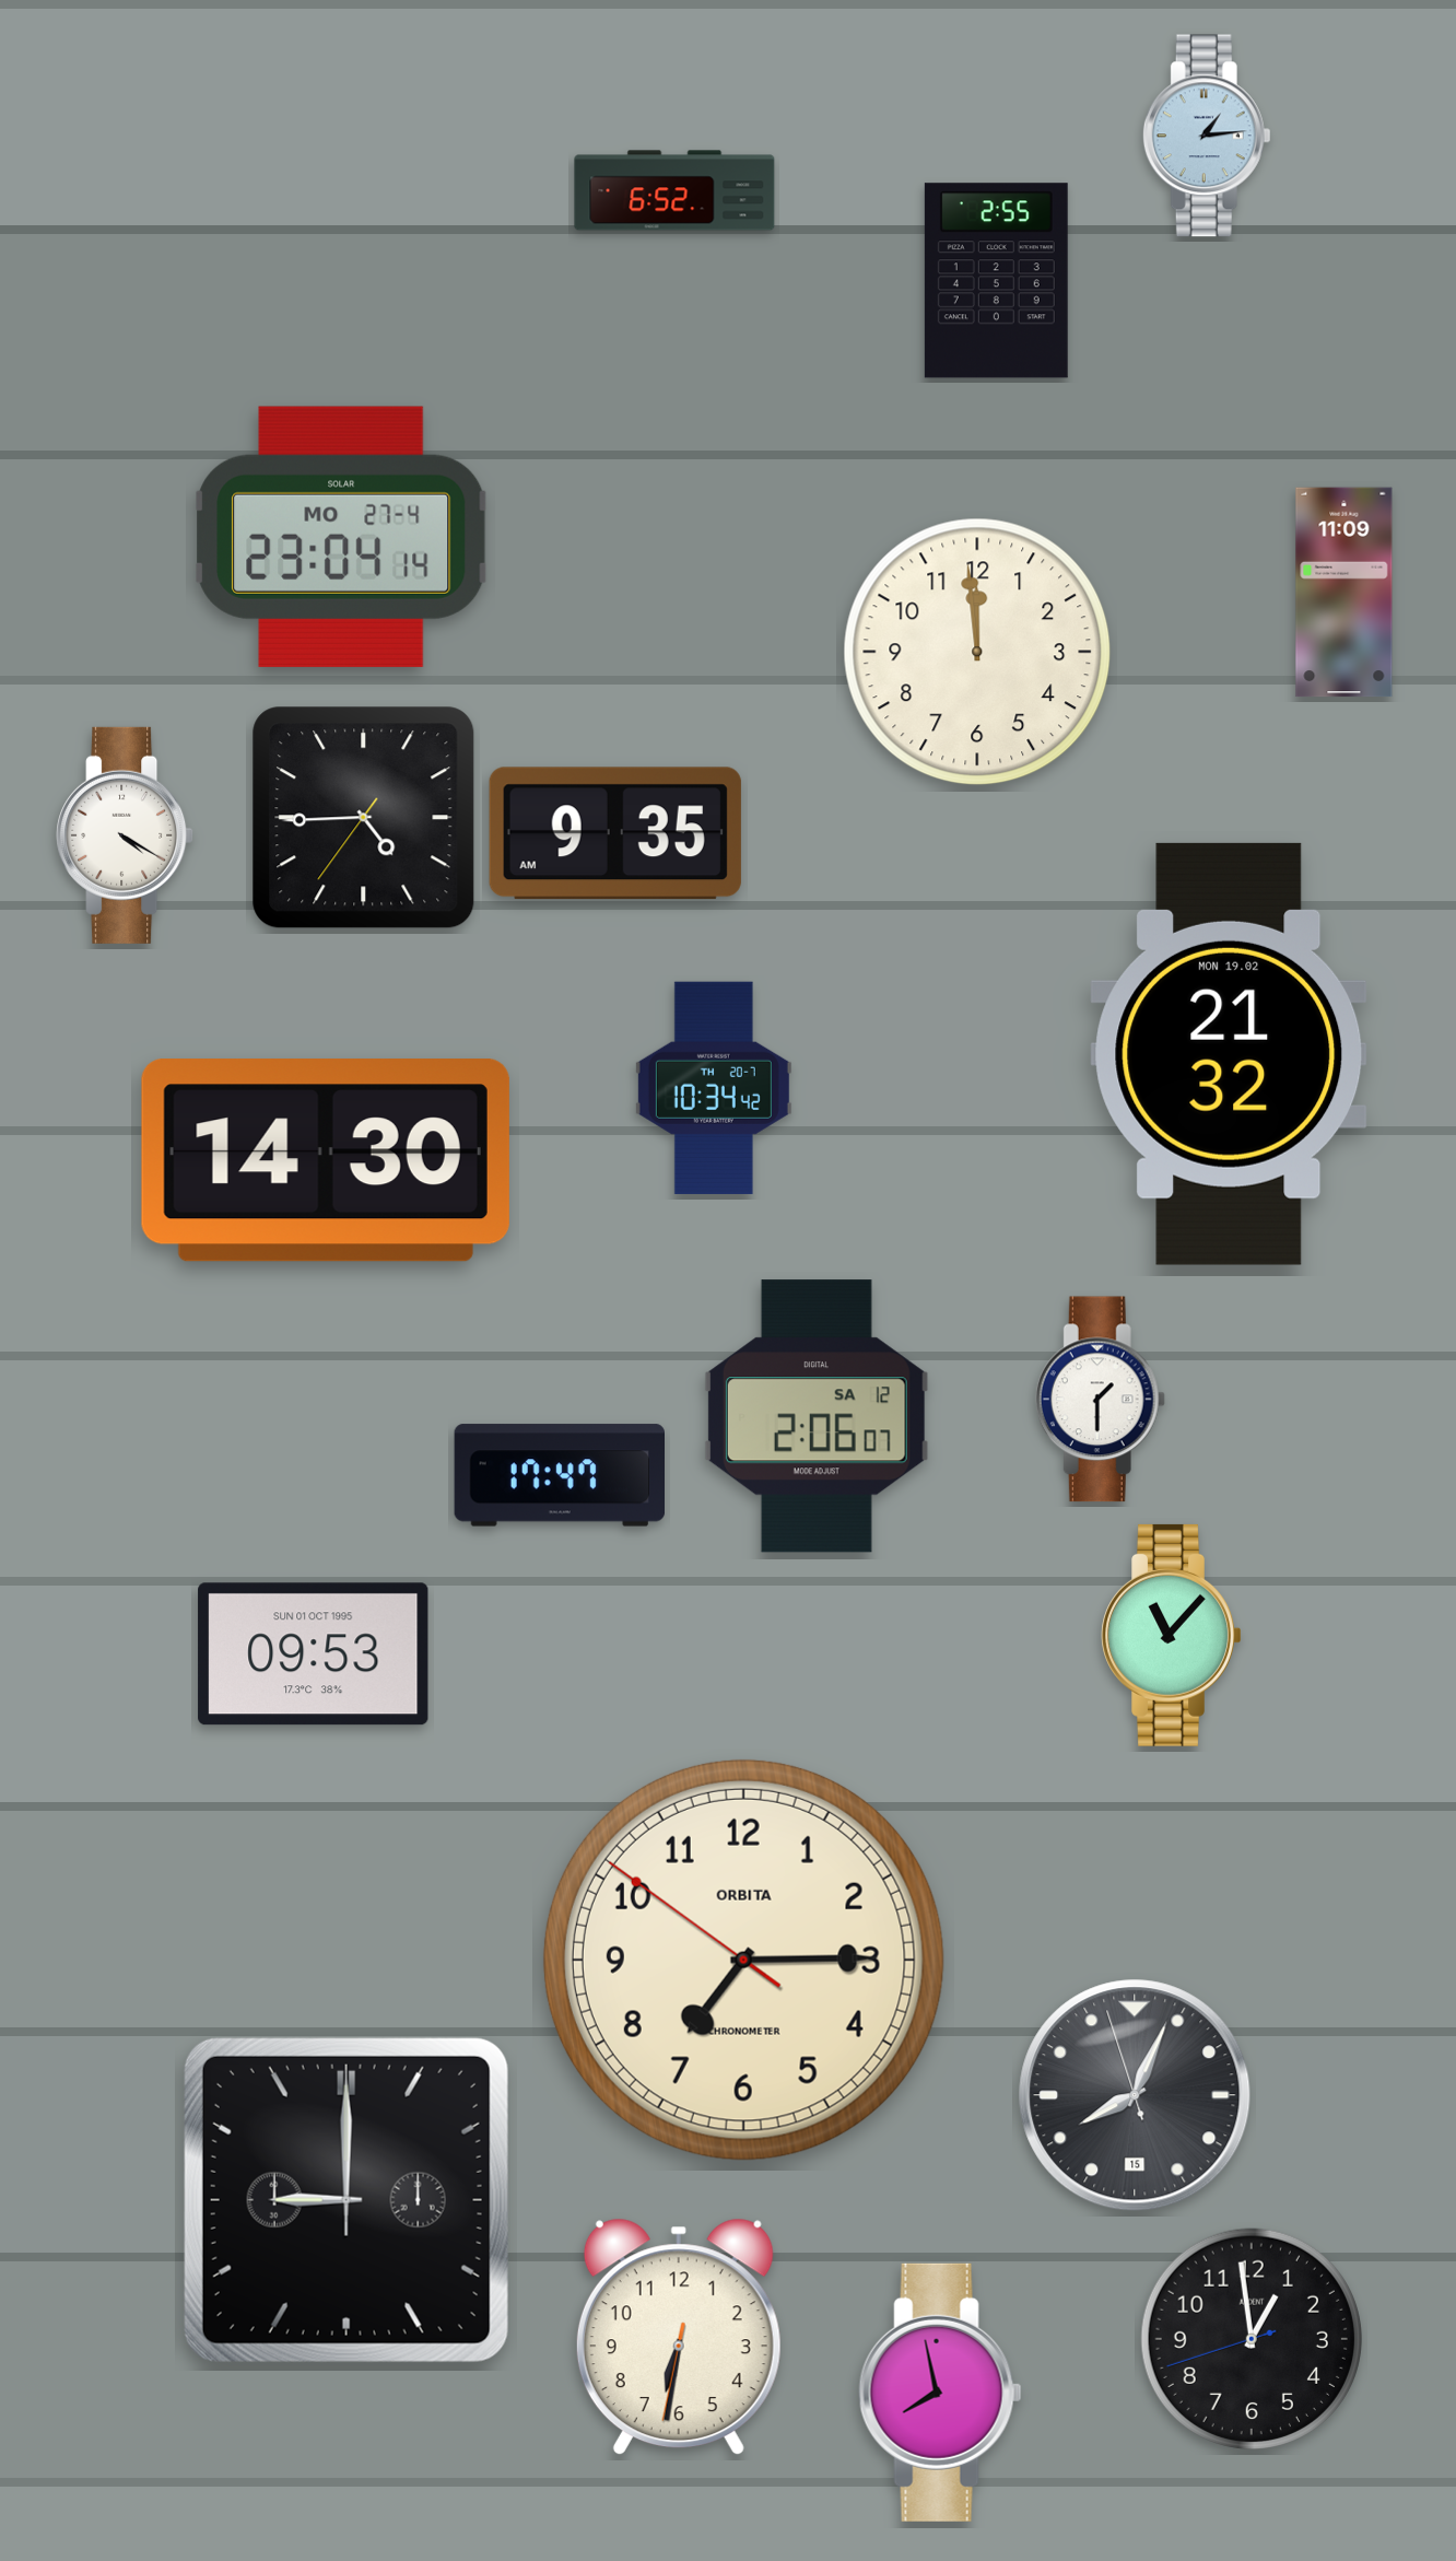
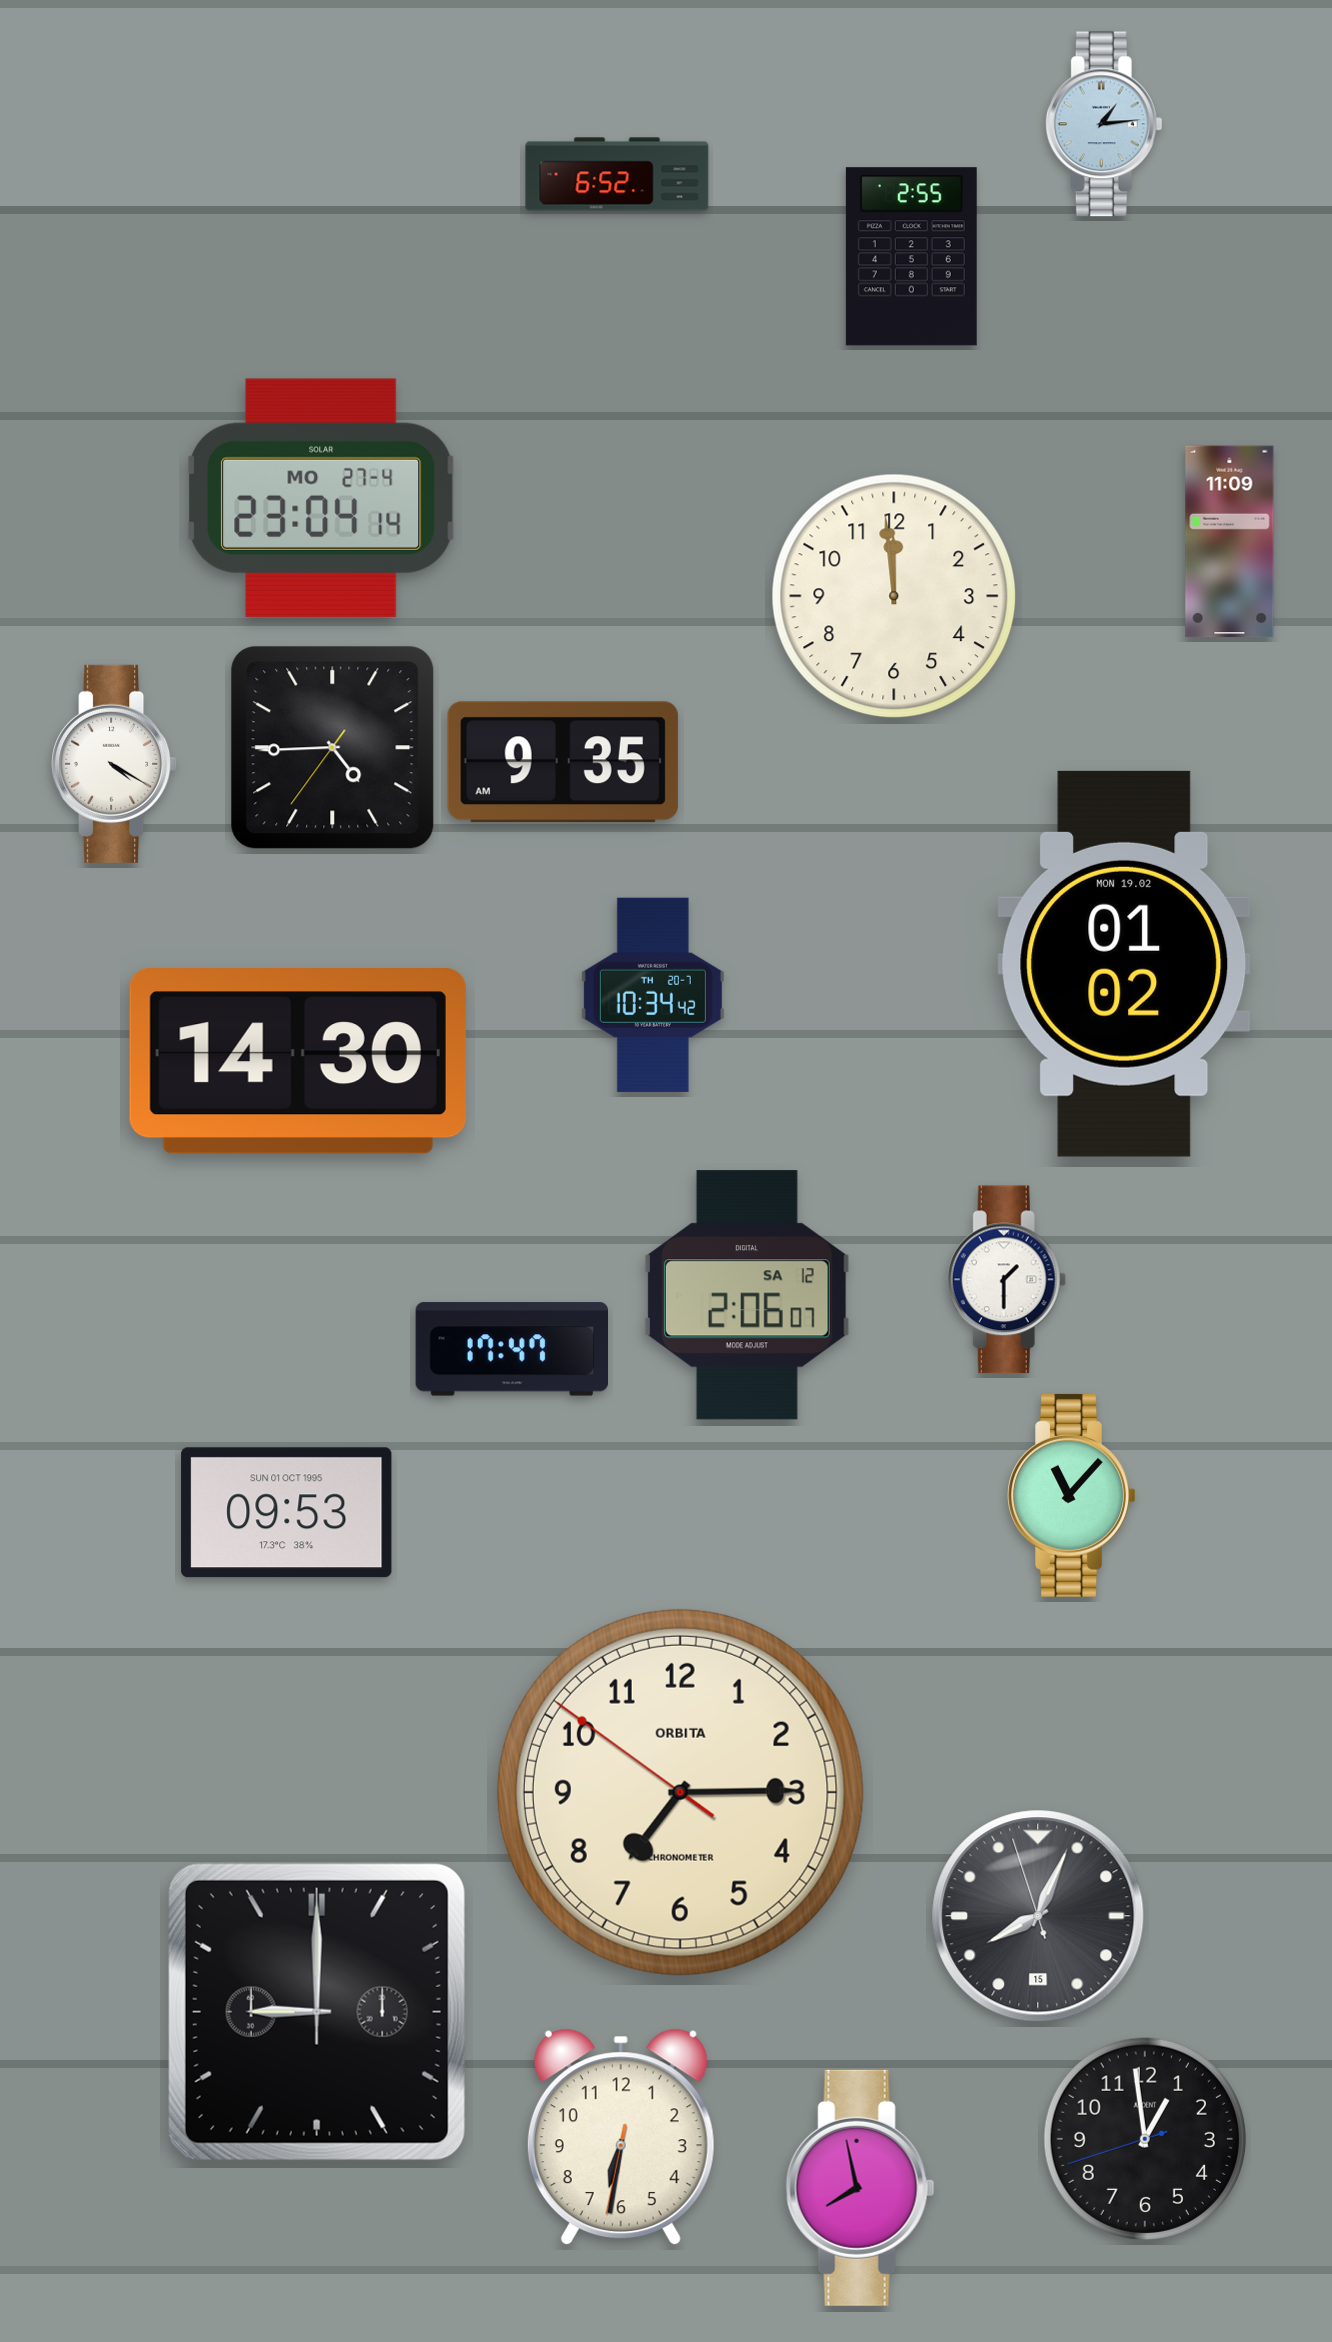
clock at (341, 537) position: (341, 537) -> (321, 498)
clock at (1229, 1054): 21:32 -> 01:02
